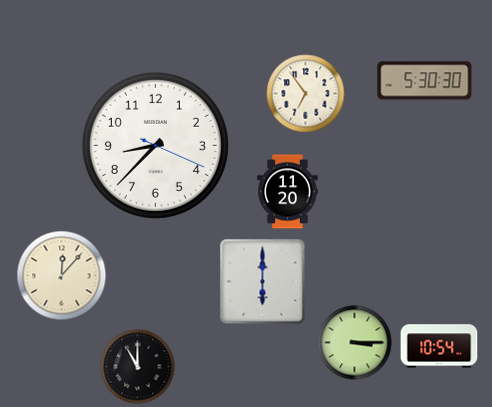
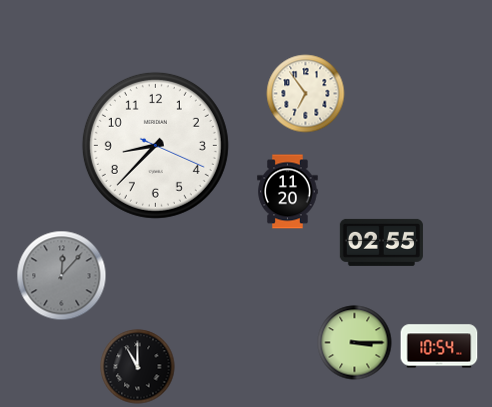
clock at (425, 81): 5:30 -> none
clock at (381, 242): none -> 02:55
clock at (62, 276) dial: cream -> grey
clock at (263, 282): 6:00 -> none
